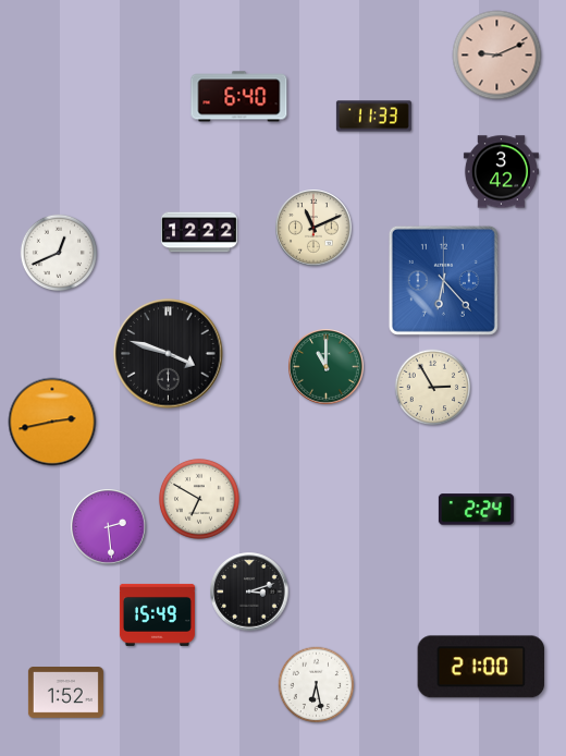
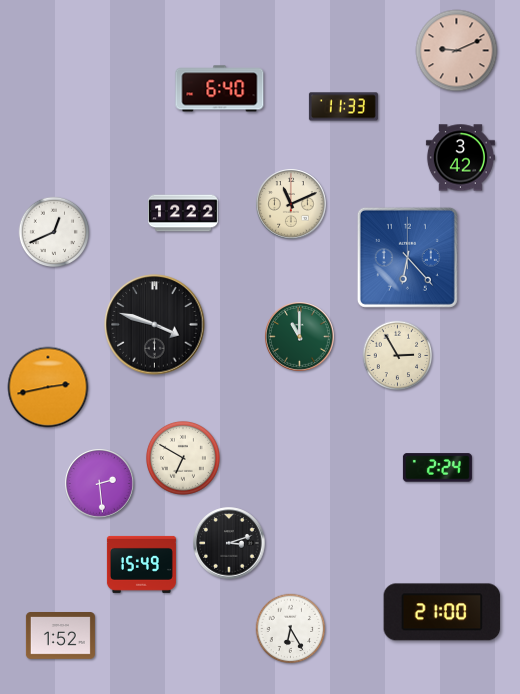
clock at (313, 228) position: (313, 228) -> (291, 204)
clock at (157, 614) position: (157, 614) -> (141, 564)
clock at (317, 685): 6:28 -> 6:25
